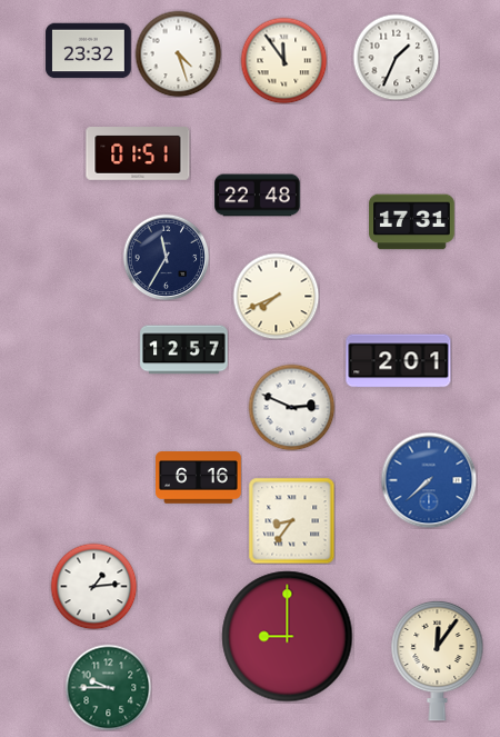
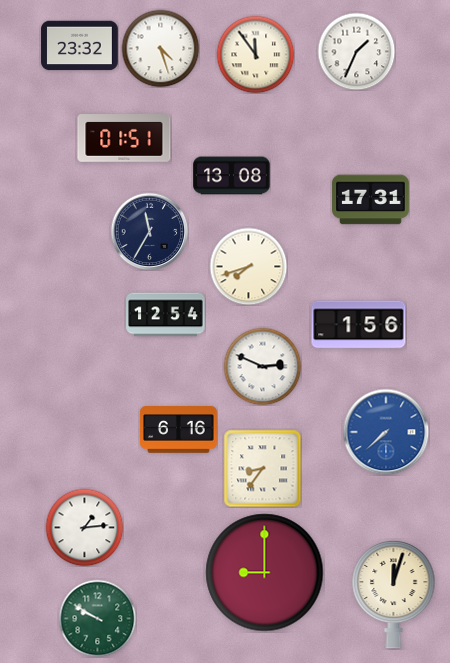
clock at (258, 196): 22:48 -> 13:08
clock at (276, 296): 7:41 -> 7:42
clock at (184, 350): 12:57 -> 12:54
clock at (399, 361): 2:01 -> 1:56
clock at (288, 637) position: (288, 637) -> (265, 573)
clock at (438, 660): 12:06 -> 12:03
clock at (108, 687): 9:45 -> 9:50
